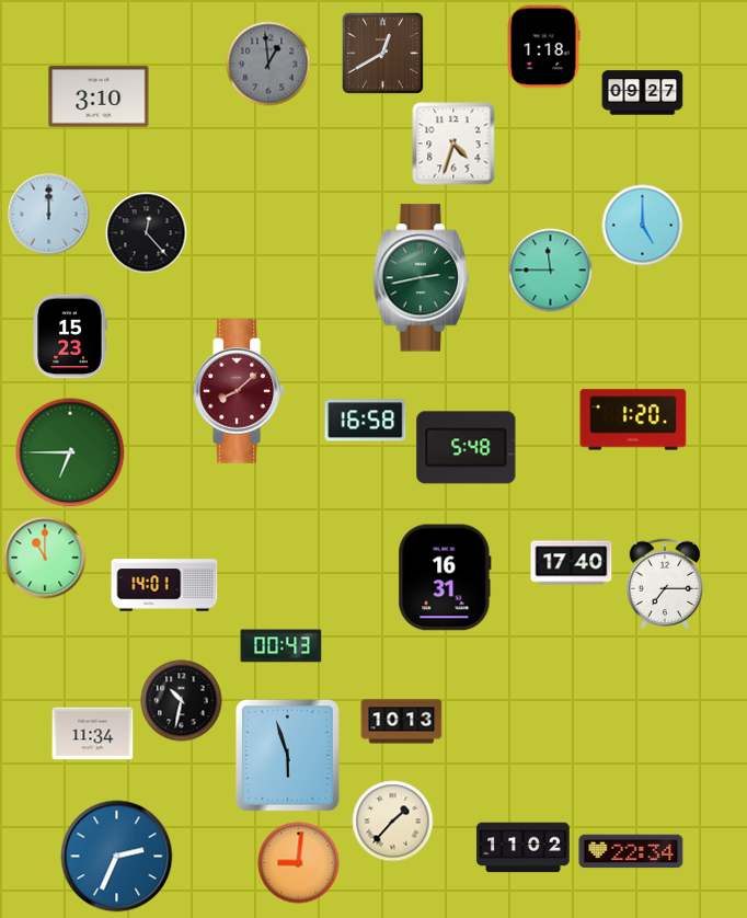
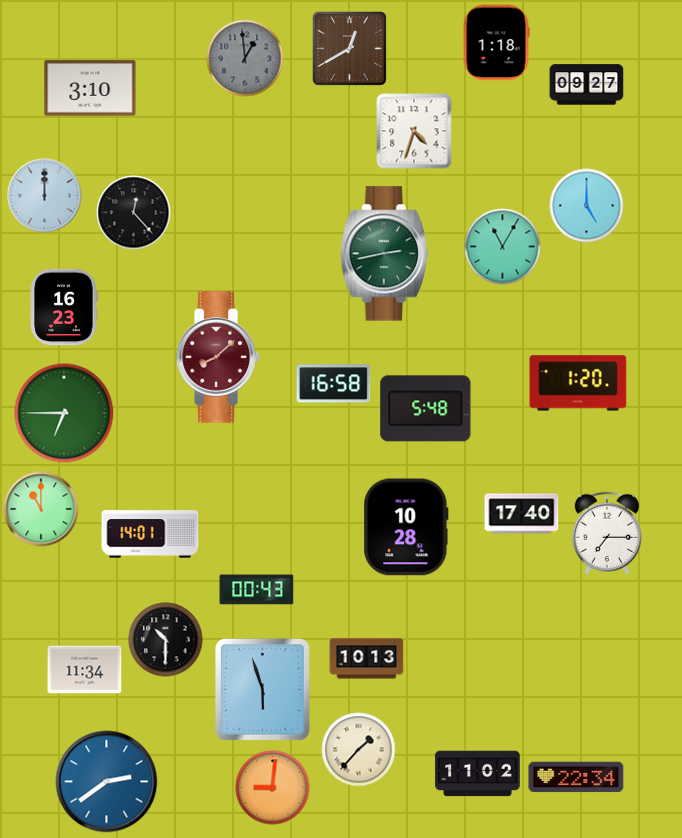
clock at (551, 271): 11:45 -> 11:05
clock at (70, 336): 15:23 -> 16:23
clock at (445, 577): 16:31 -> 10:28
clock at (182, 701): 10:32 -> 10:30
clock at (117, 857): 2:34 -> 2:39
